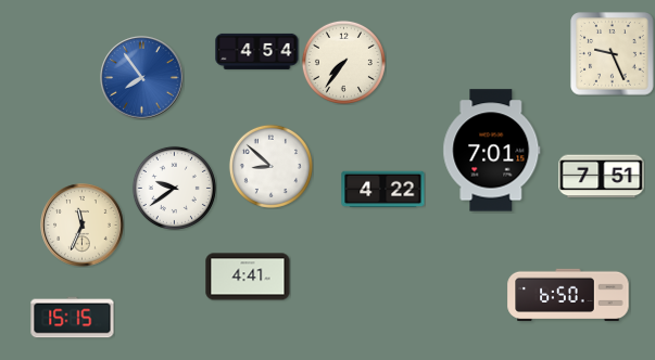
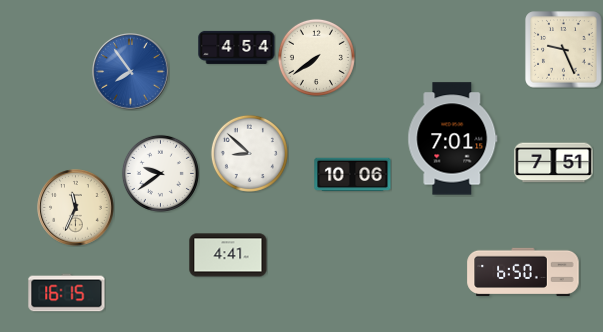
clock at (343, 62): 7:36 -> 7:39
clock at (383, 190): 4:22 -> 10:06
clock at (73, 318): 15:15 -> 16:15
